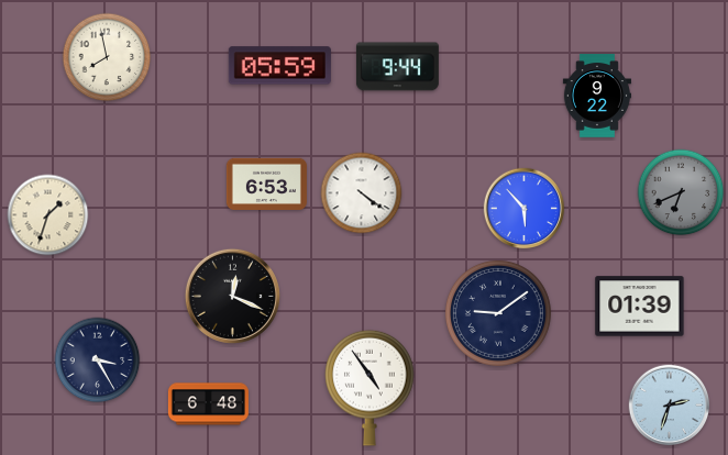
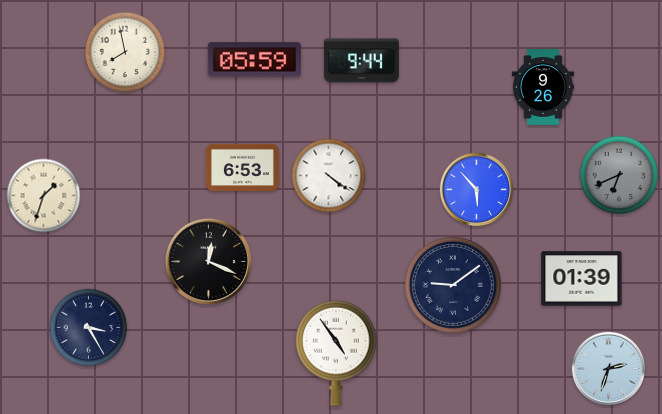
clock at (107, 57) position: (107, 57) -> (125, 52)
clock at (596, 96): 9:22 -> 9:26
clock at (232, 296) position: (232, 296) -> (208, 261)
clock at (208, 404): 6:48 -> none
